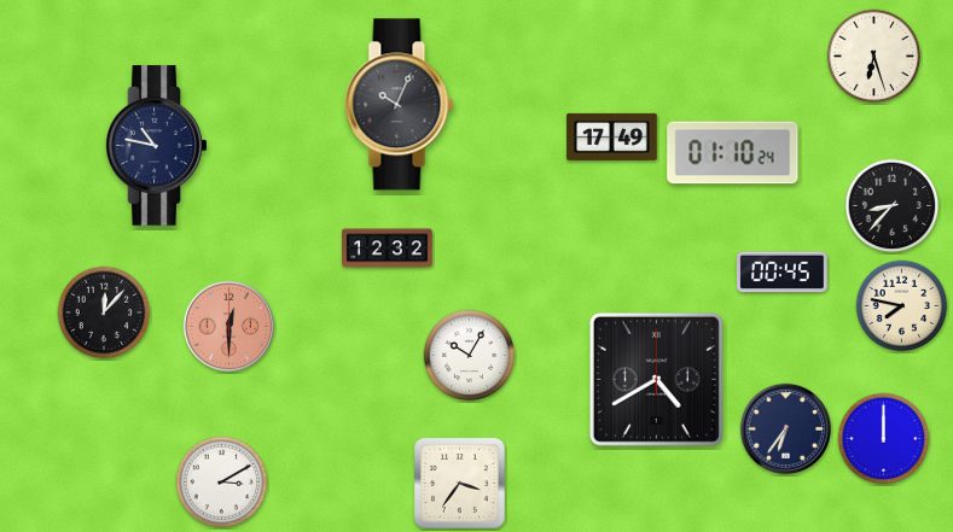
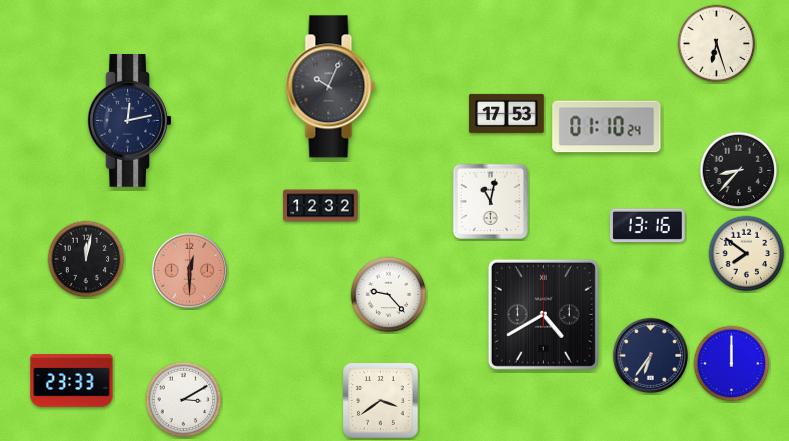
clock at (874, 57) position: (874, 57) -> (717, 44)
clock at (612, 136): 17:49 -> 17:53
clock at (157, 146): 10:47 -> 12:13
clock at (490, 201): none -> 11:02
clock at (783, 273): 00:45 -> 13:16
clock at (902, 306): 7:47 -> 7:51
clock at (104, 312): 12:07 -> 12:02
clock at (470, 356): 10:05 -> 9:23
clock at (72, 381): none -> 23:33
clock at (460, 484): 3:36 -> 3:39
